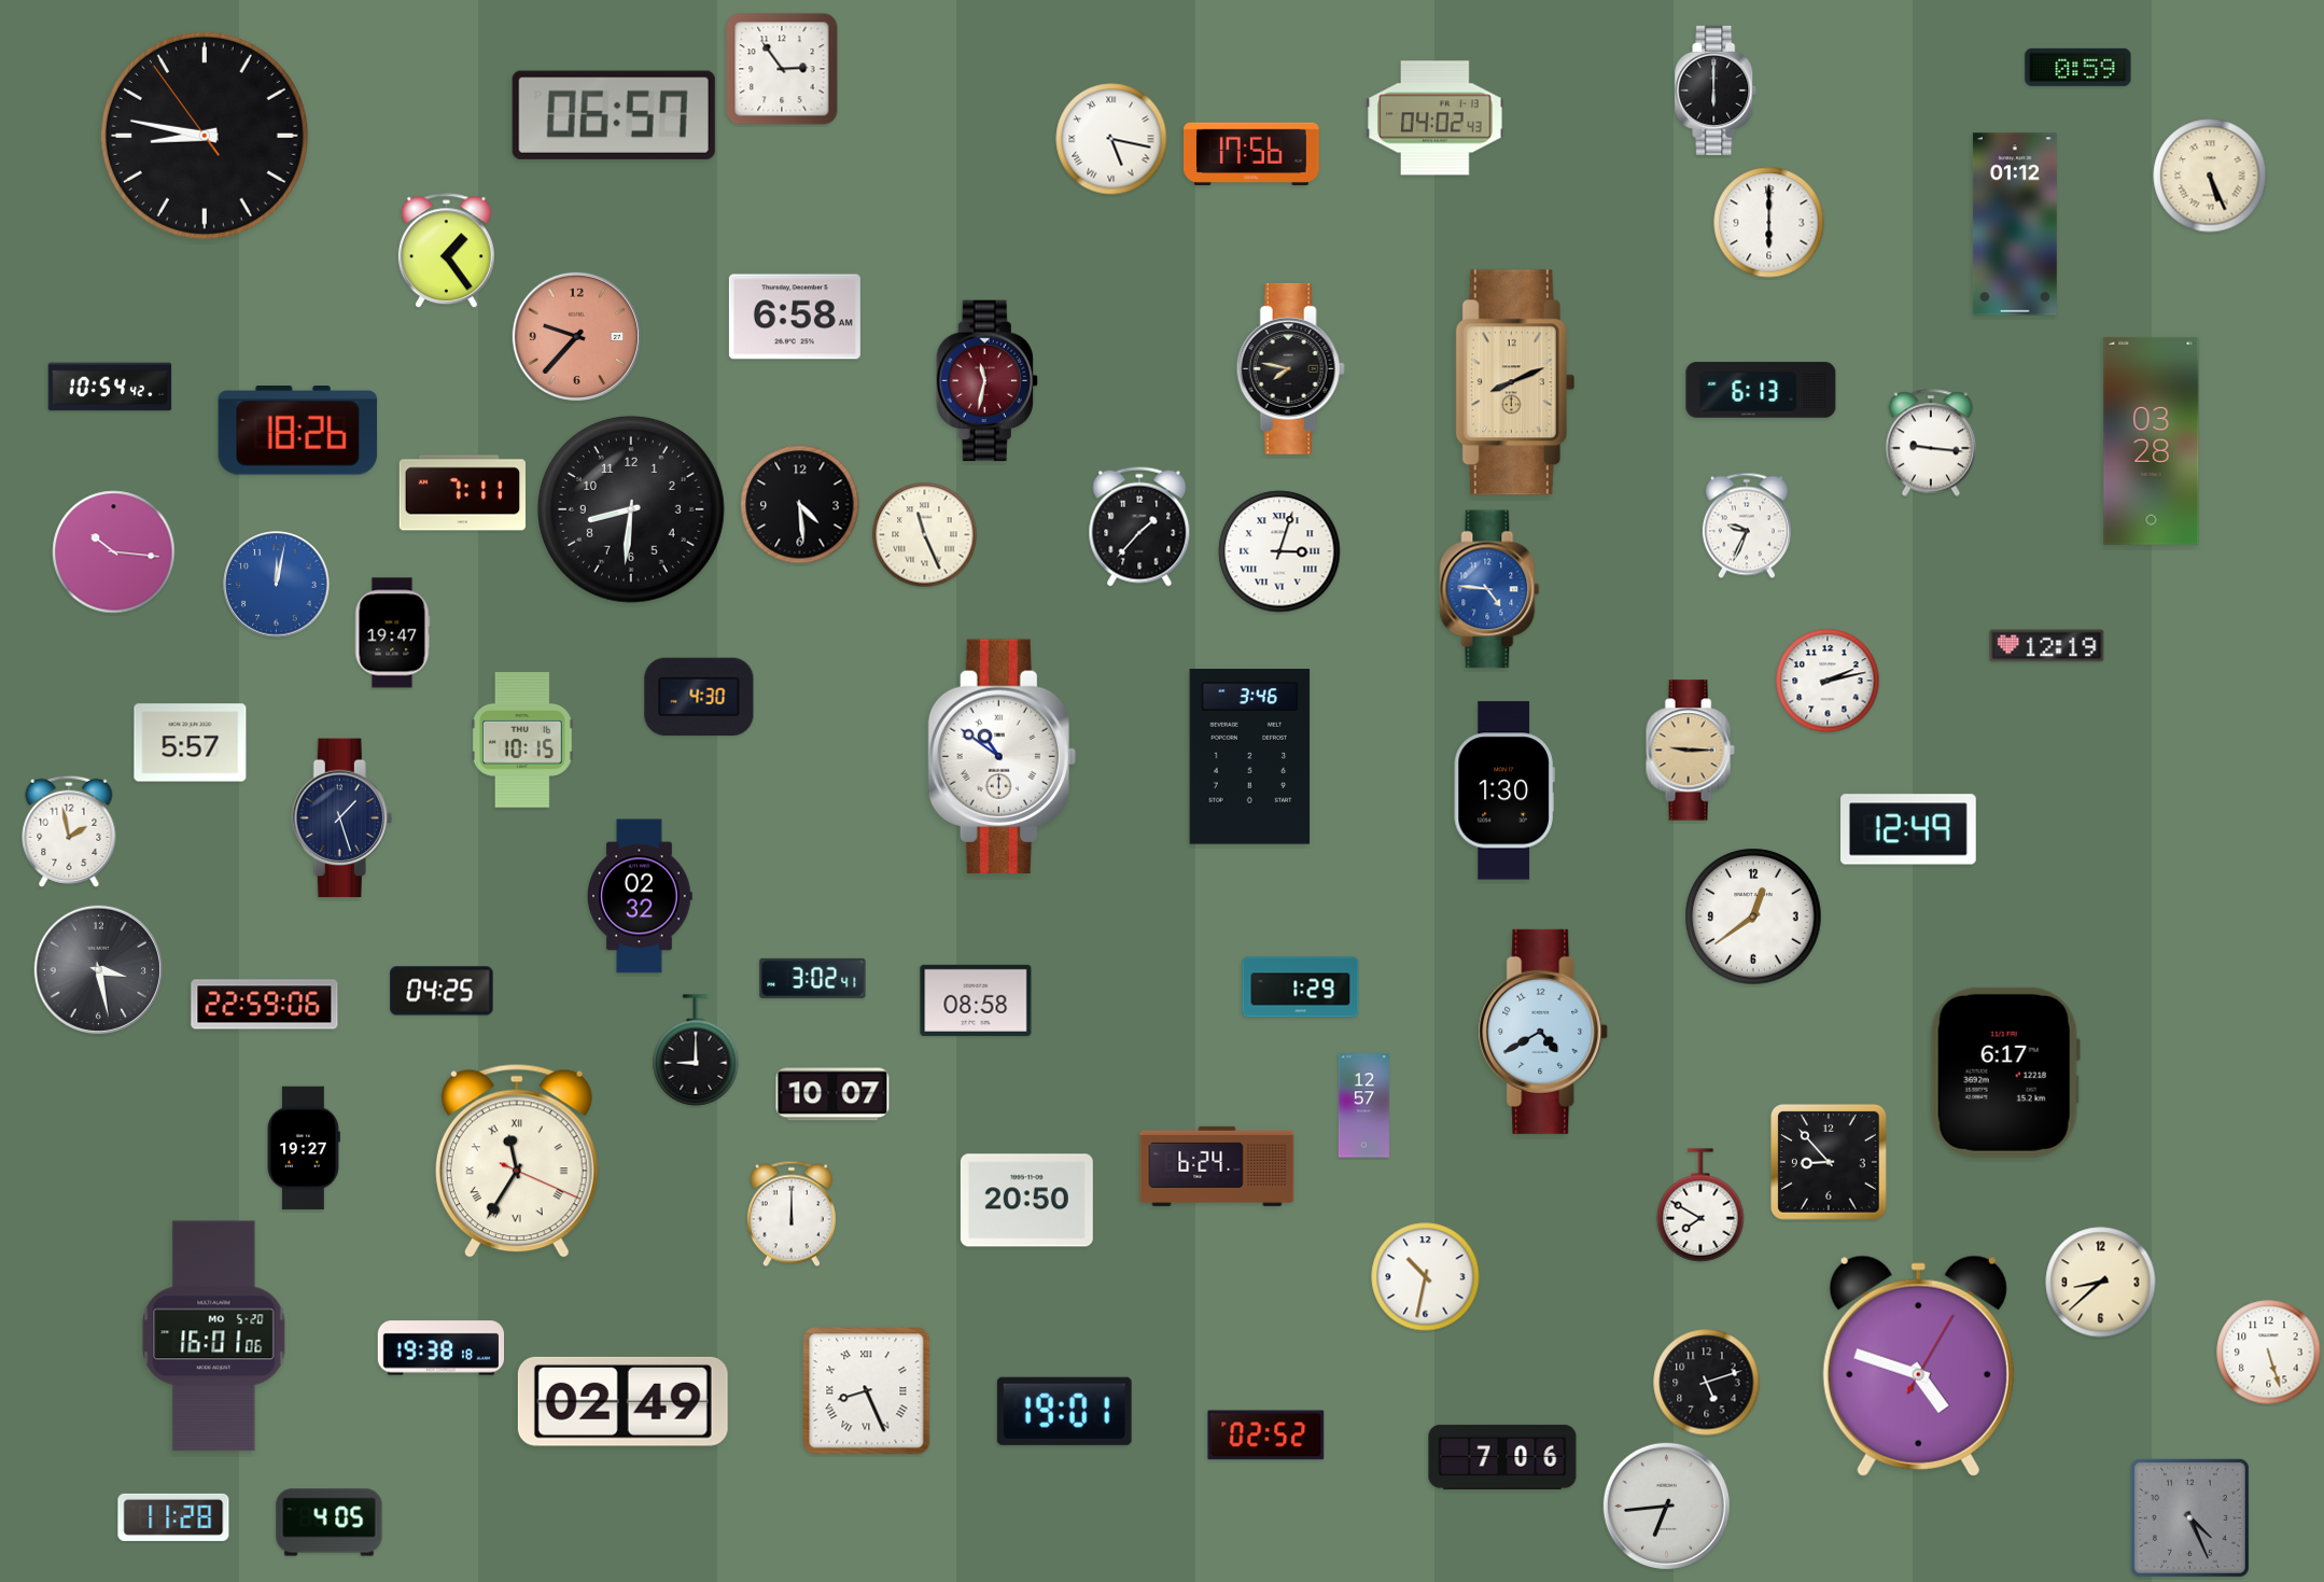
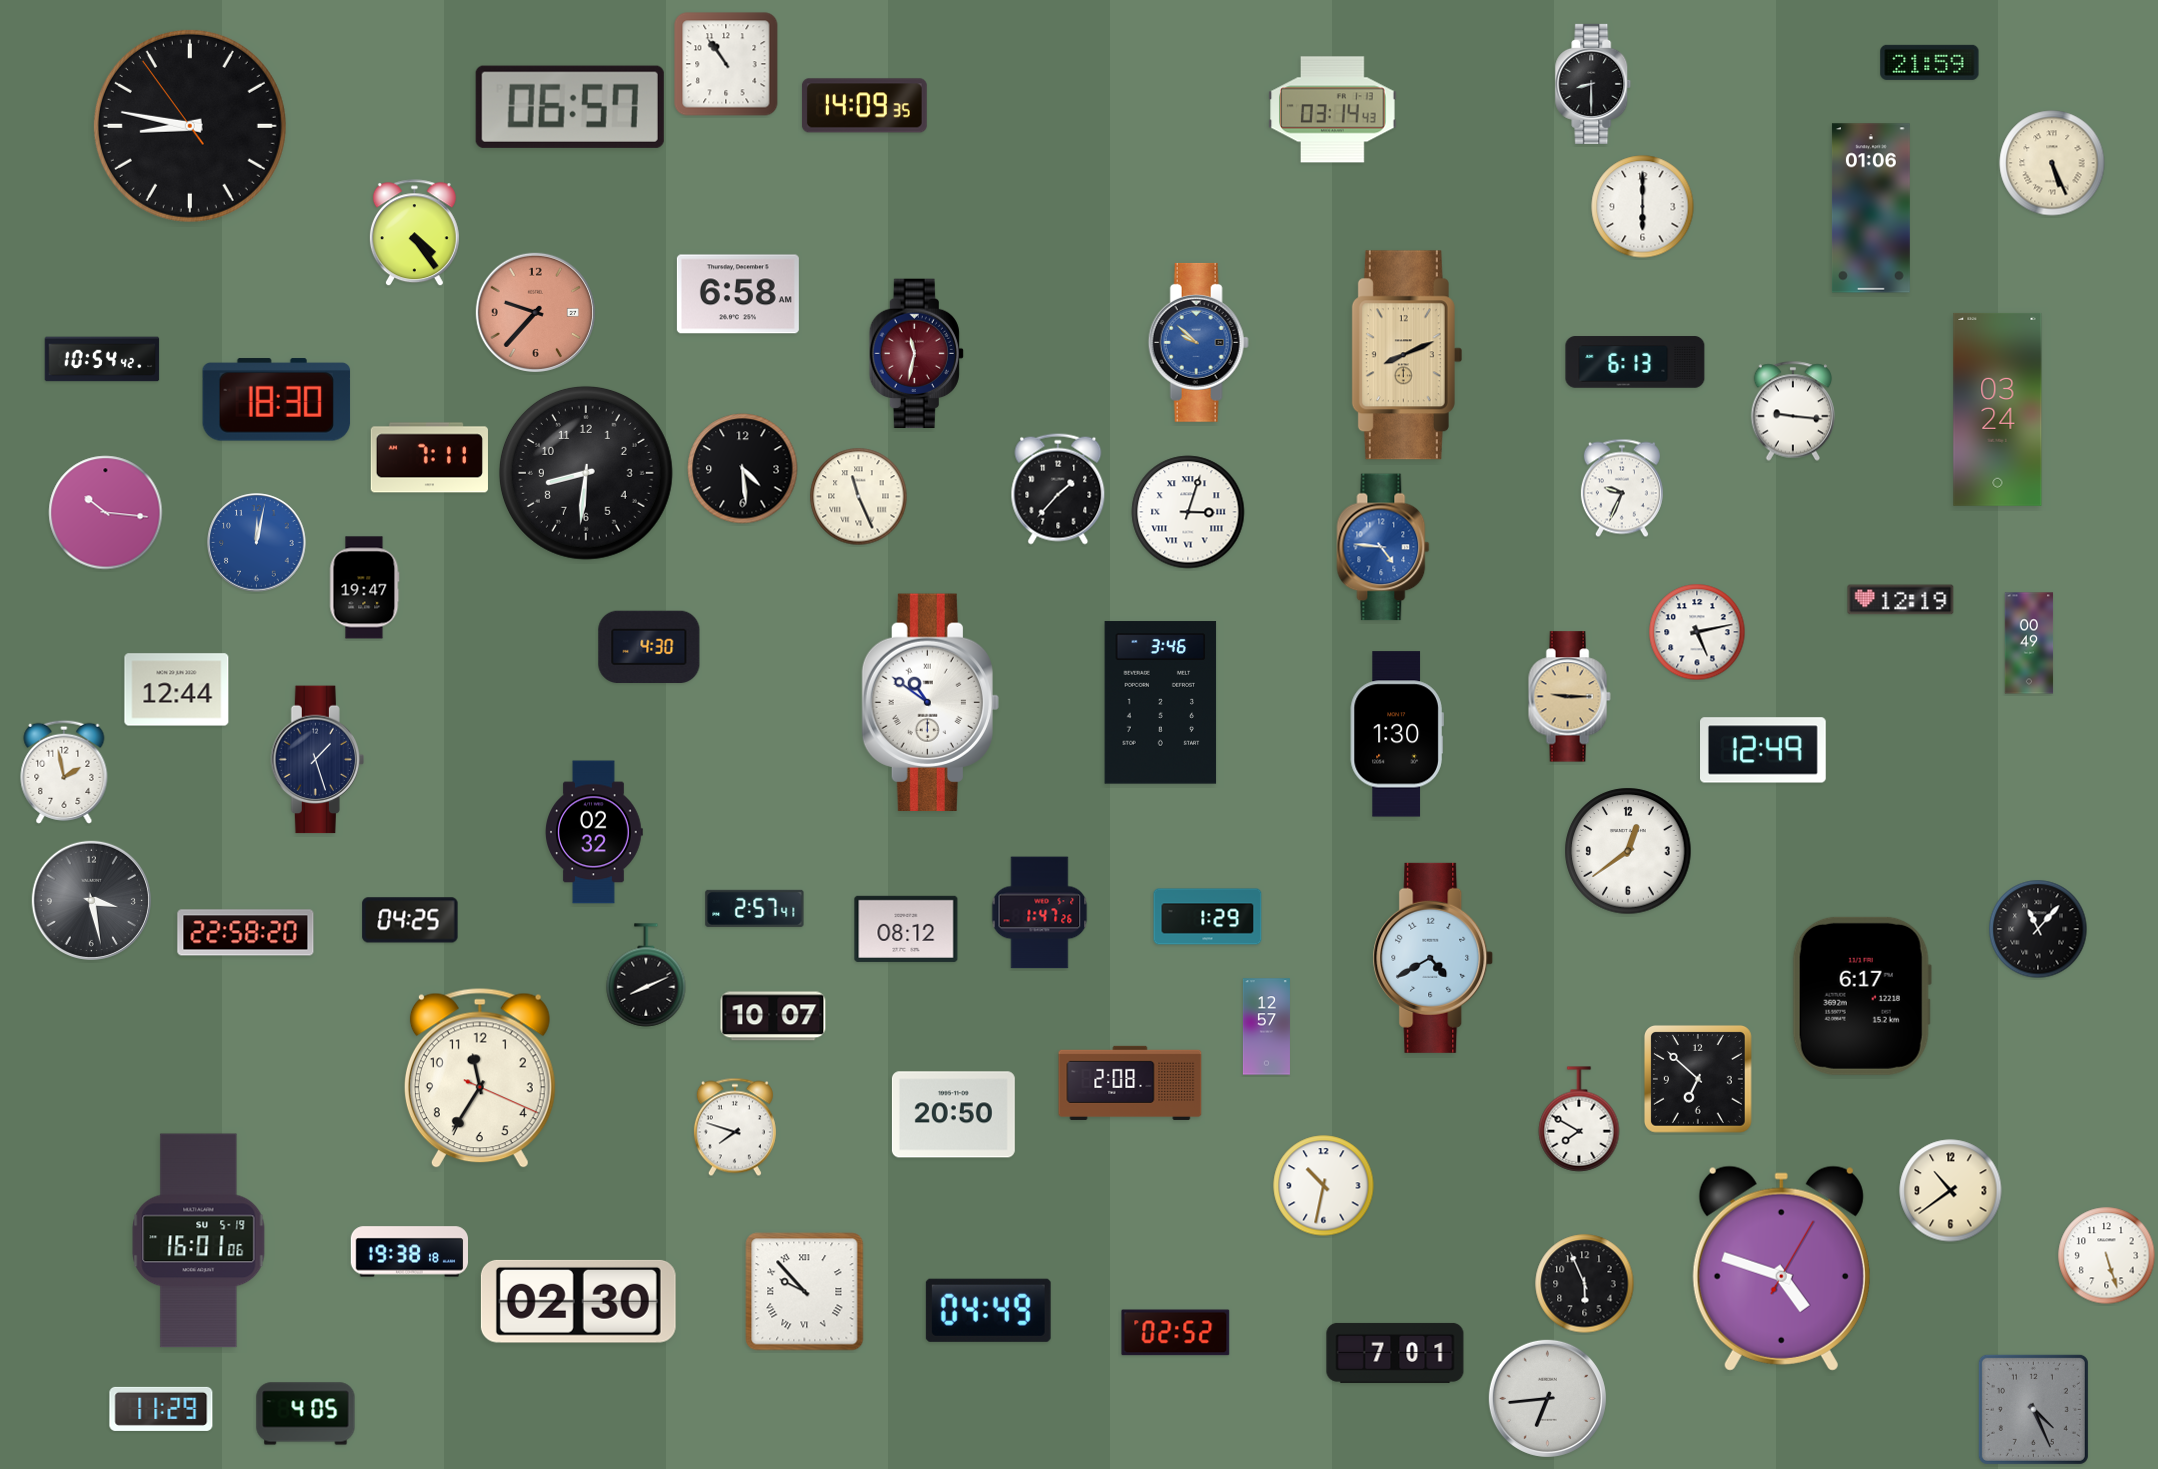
clock at (2078, 67): 0:59 -> 21:59
clock at (782, 69): 2:54 -> 10:54
clock at (1716, 90): 6:00 -> 8:30
clock at (864, 106): none -> 14:09
clock at (1436, 118): 04:02 -> 03:14
clock at (1111, 139): 5:17 -> none
clock at (1252, 154): 17:56 -> none
clock at (2015, 224): 01:12 -> 01:06
clock at (446, 251): 1:24 -> 4:24
clock at (1290, 368): 7:47 -> 9:52
clock at (1290, 368) dial: black -> blue
clock at (298, 431): 18:26 -> 18:30
clock at (2152, 440): 03:28 -> 03:24
clock at (1828, 681): 2:13 -> 5:13
clock at (2029, 643): none -> 00:49
clock at (523, 741): 10:15 -> none
clock at (191, 743): 5:57 -> 12:44
clock at (1909, 829) position: (1909, 829) -> (1764, 750)
clock at (813, 978): 3:02 -> 2:57
clock at (1040, 913): none -> 1:47
clock at (976, 1000): 08:58 -> 08:12
clock at (2038, 929): none -> 11:07
clock at (265, 1005): 22:59 -> 22:58
clock at (696, 1050): 9:00 -> 8:11
clock at (304, 1148): 19:27 -> none
clock at (517, 1161) numerals: Roman -> Arabic
clock at (1829, 1162): 8:53 -> 6:52
clock at (1217, 1166): 6:24 -> 2:08
clock at (792, 1214): 12:00 -> 7:48
clock at (2101, 1283): 8:38 -> 10:39
clock at (214, 1336) date: MO 5-20 -> SU 5-19
clock at (1707, 1383): 5:12 -> 5:56
clock at (867, 1391): 8:26 -> 9:53
clock at (622, 1401): 02:49 -> 02:30
clock at (1064, 1411): 19:01 -> 04:49
clock at (1502, 1457): 7:06 -> 7:01
clock at (173, 1517): 11:28 -> 11:29
